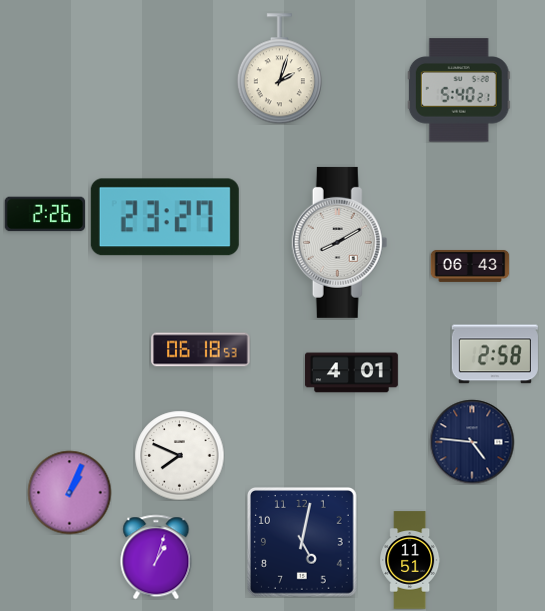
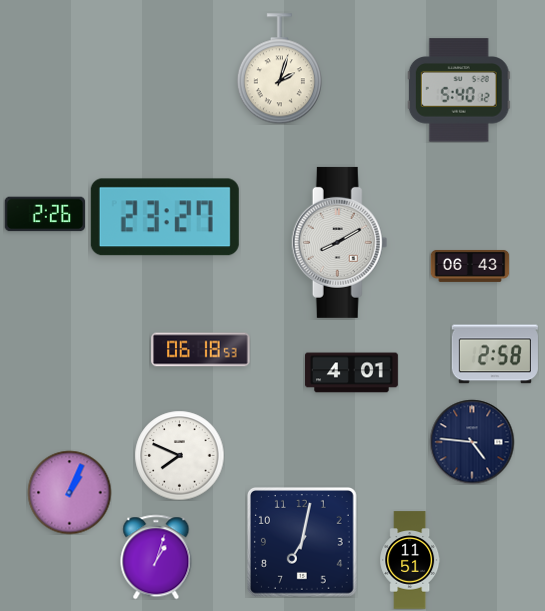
clock at (459, 90): 5:40:21 -> 5:40:12
clock at (303, 543): 5:02 -> 7:02
